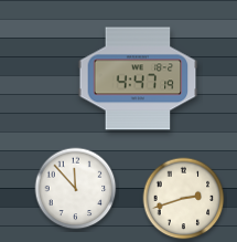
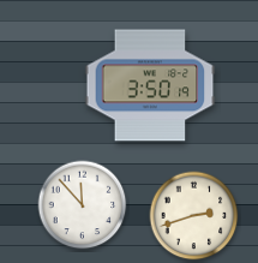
clock at (138, 78): 4:47 -> 3:50
clock at (184, 199) position: (184, 199) -> (194, 216)
